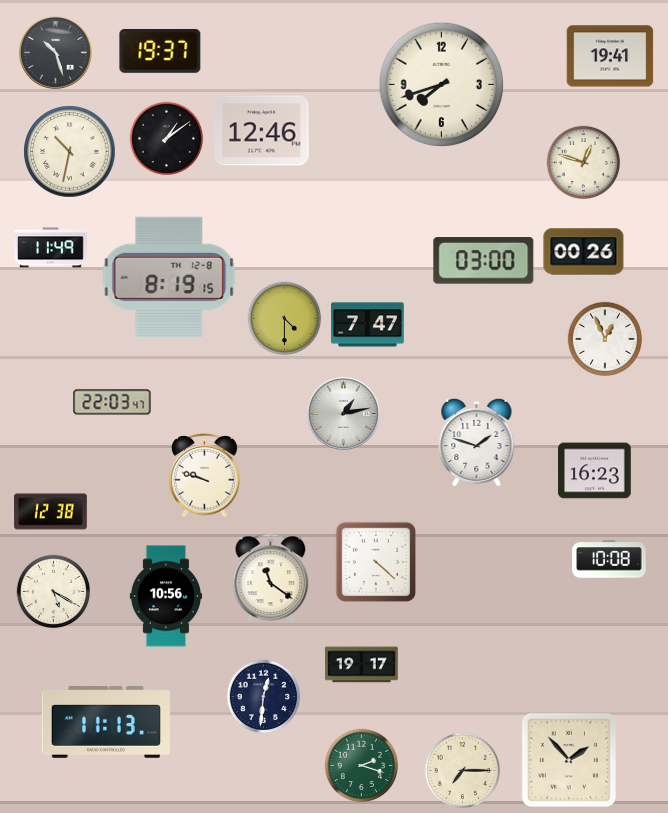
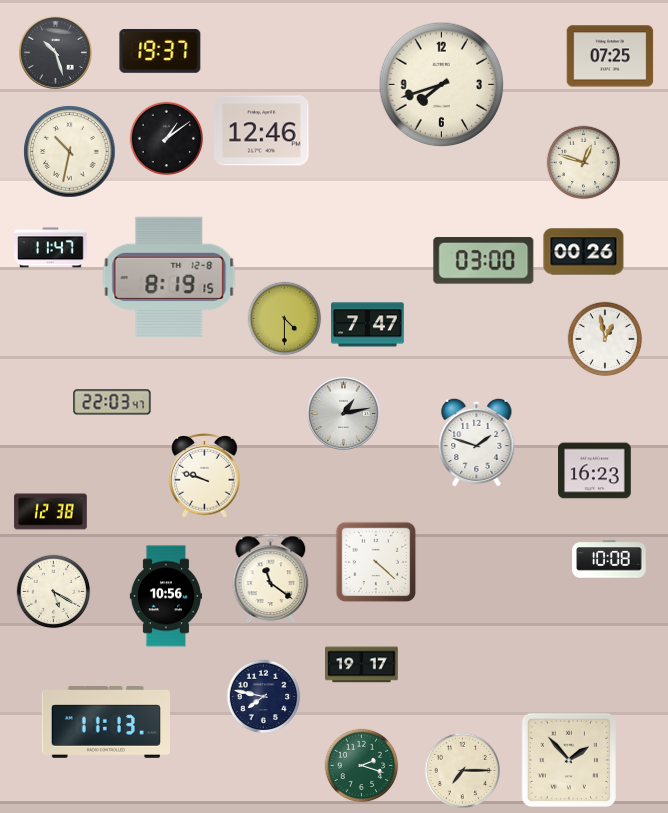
clock at (610, 56): 19:41 -> 07:25
clock at (51, 248): 11:49 -> 11:47
clock at (605, 339): 12:56 -> 12:58
clock at (264, 697): 12:31 -> 7:47
